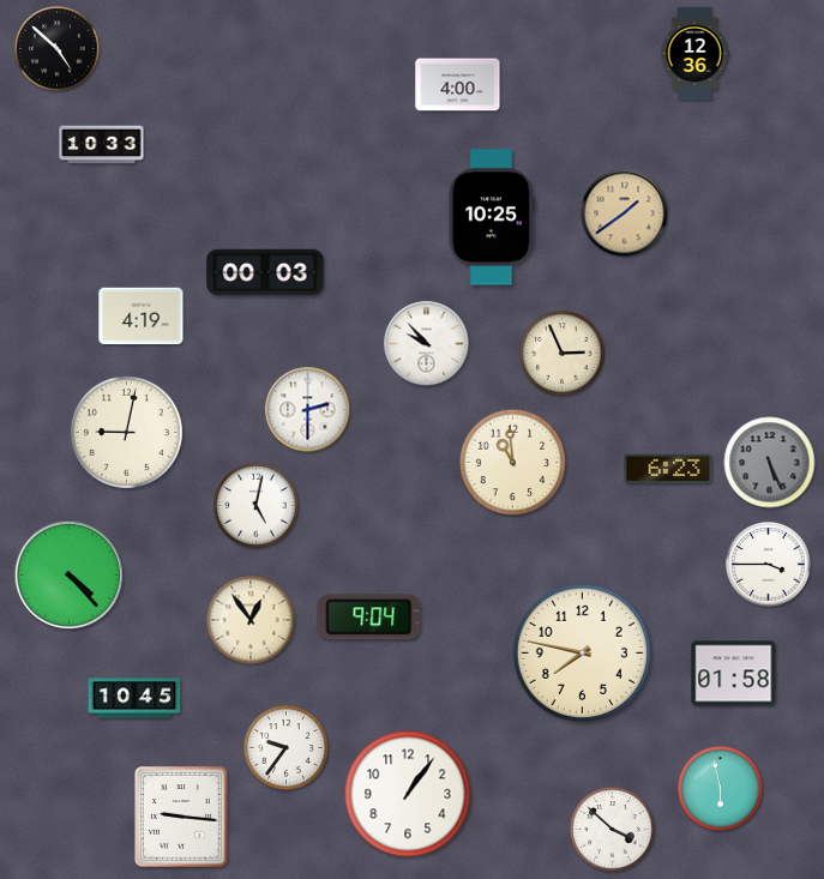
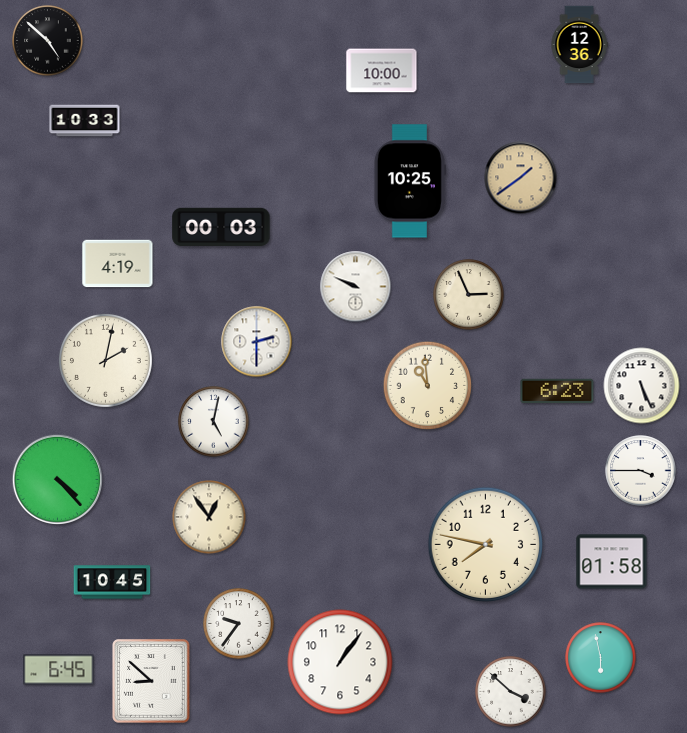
clock at (458, 85): 4:00 -> 10:00
clock at (427, 344): 9:53 -> 9:49
clock at (126, 432): 9:02 -> 2:02
clock at (770, 463) dial: grey -> white
clock at (369, 618): 9:04 -> none
clock at (59, 670): none -> 6:45
clock at (182, 818): 9:16 -> 8:52
